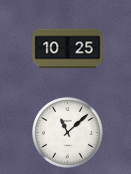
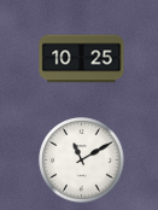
clock at (68, 133): 11:08 -> 11:10
